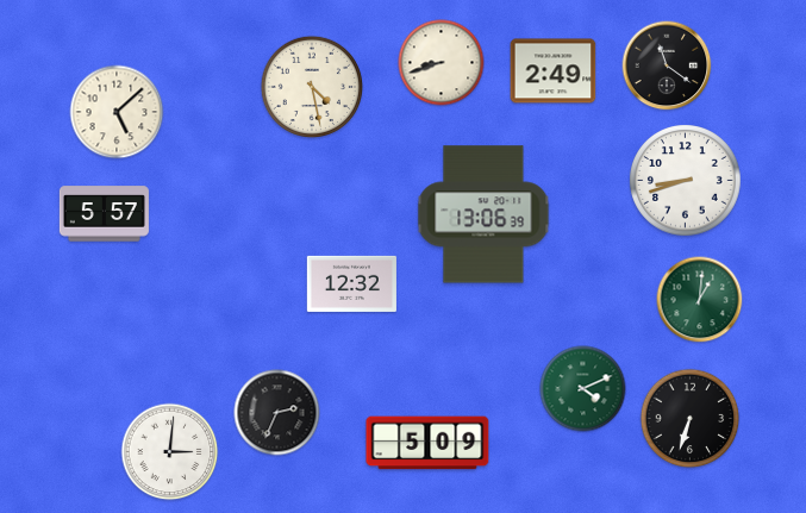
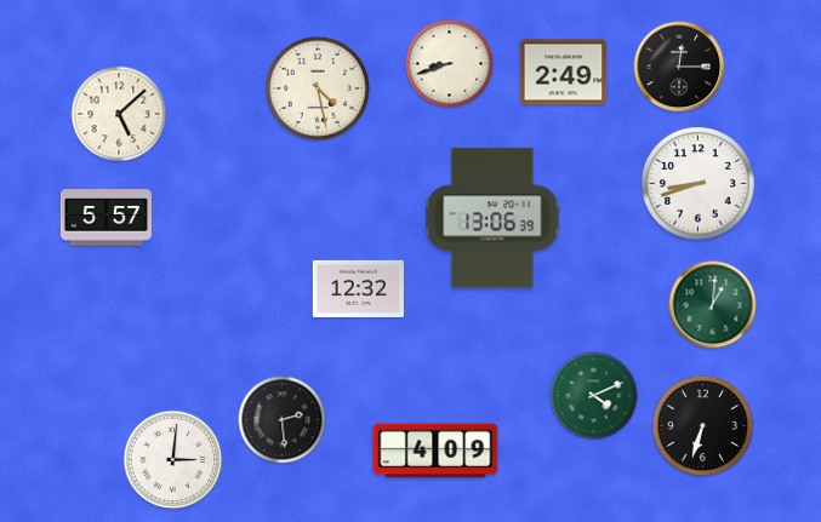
clock at (667, 65): 11:21 -> 12:15
clock at (277, 413): 2:34 -> 2:29
clock at (427, 443): 5:09 -> 4:09
